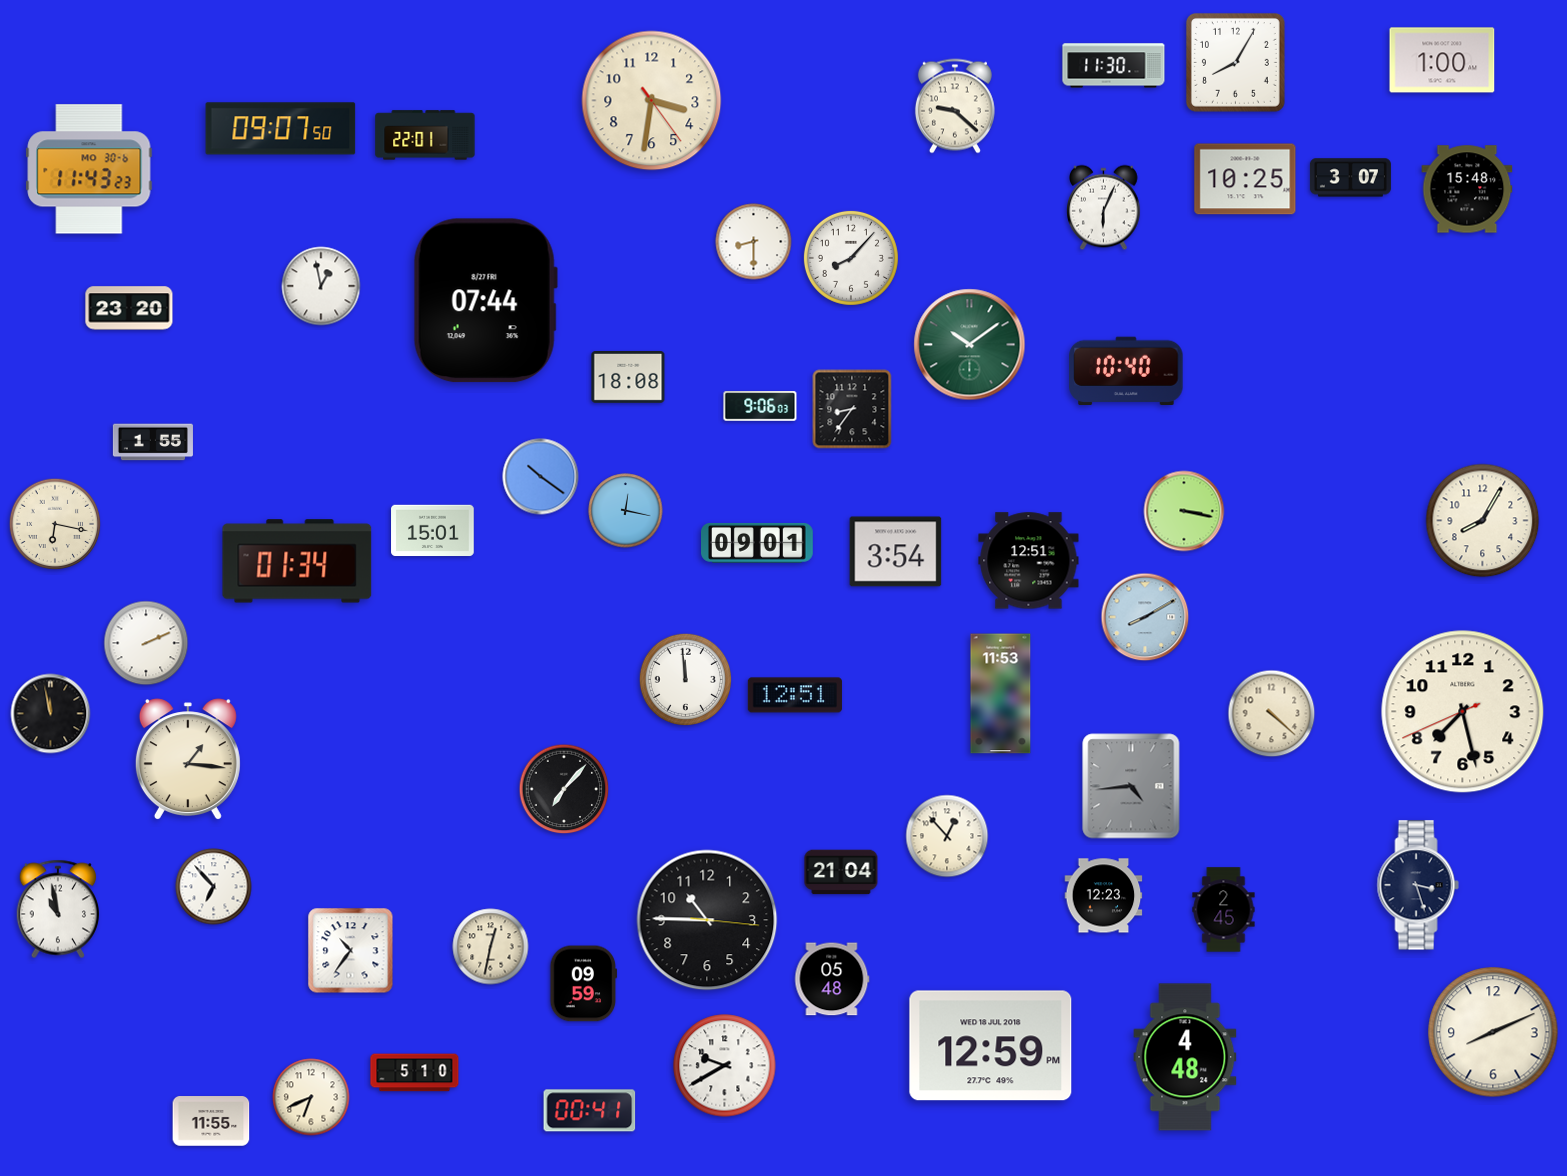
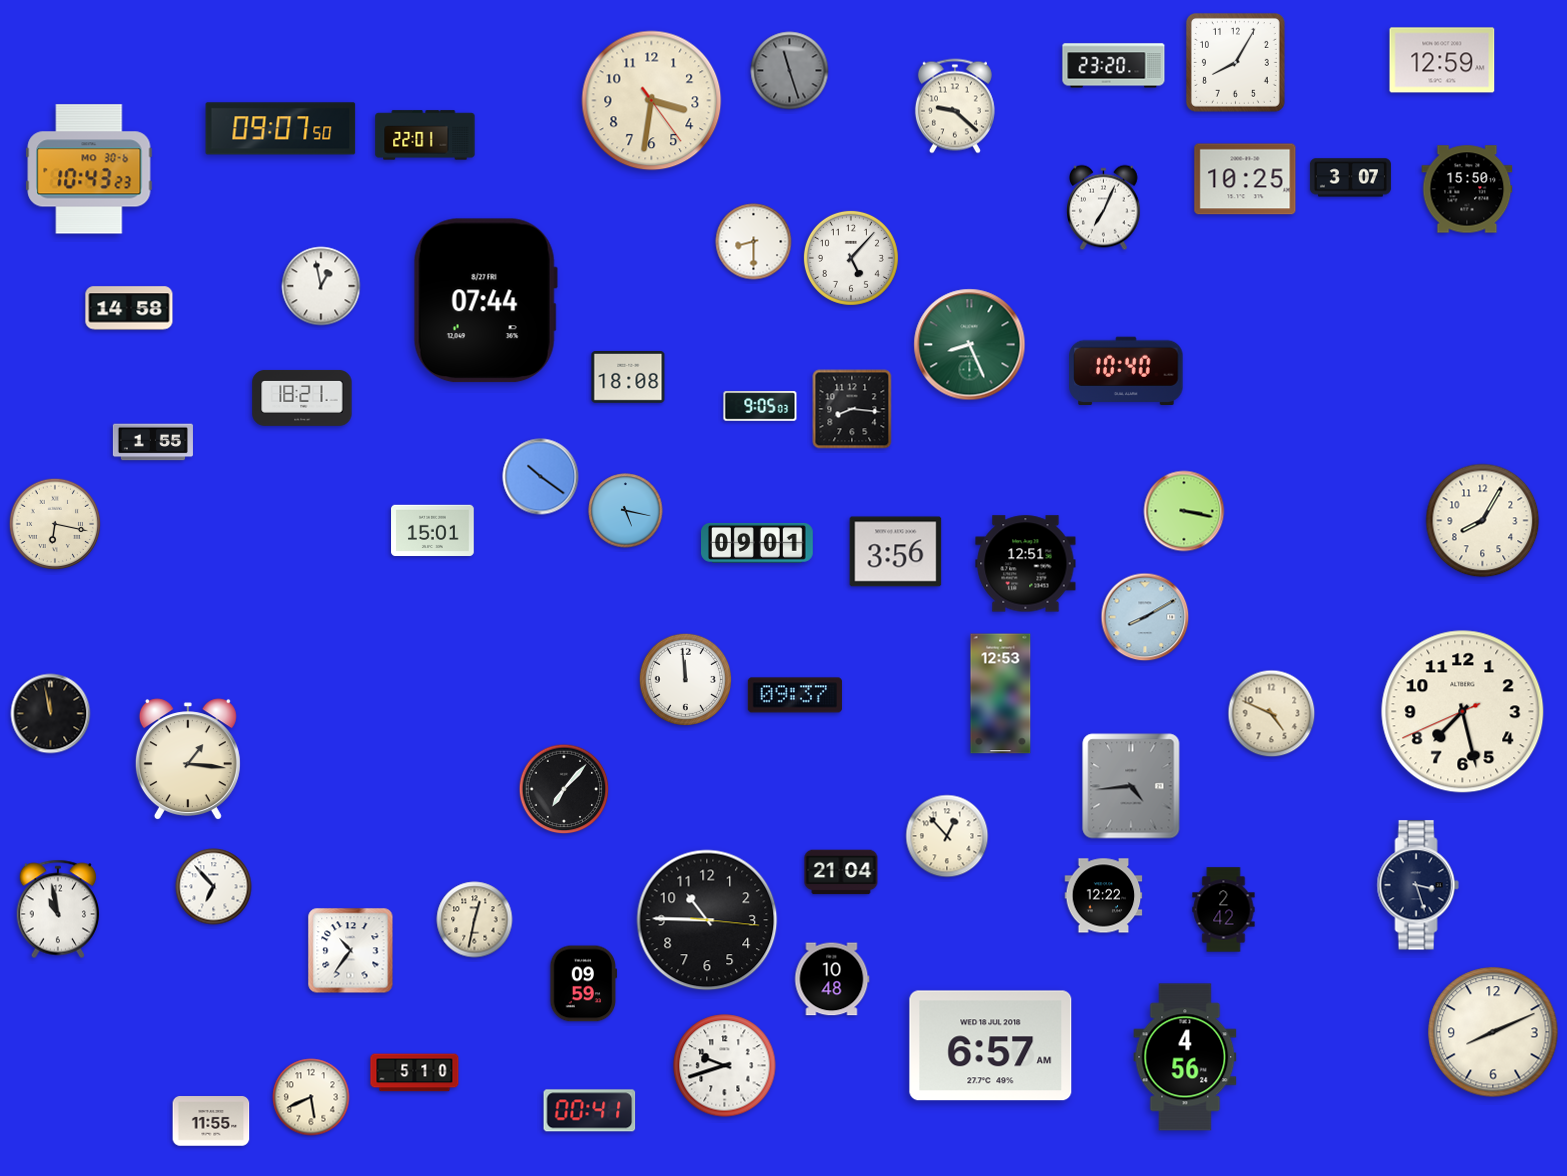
clock at (1442, 60): 1:00 -> 12:59
clock at (1114, 66): 11:30 -> 23:20
clock at (790, 71): none -> 11:27
clock at (89, 169): 11:43 -> 10:43
clock at (1467, 189): 15:48 -> 15:50
clock at (1104, 208): 6:04 -> 7:04
clock at (851, 258): 8:07 -> 5:07
clock at (129, 308): 23:20 -> 14:58
clock at (970, 345): 10:09 -> 8:26
clock at (302, 398): none -> 18:21
clock at (760, 406): 9:06 -> 9:05
clock at (852, 409): 8:36 -> 8:16
clock at (626, 511): 12:17 -> 5:17
clock at (896, 552): 3:54 -> 3:56
clock at (297, 561): 01:34 -> none
clock at (1029, 561) position: (1029, 561) -> (1026, 564)
clock at (146, 643): 2:11 -> none
clock at (1001, 694): 11:53 -> 12:53
clock at (795, 695): 12:51 -> 09:37
clock at (1272, 714): 4:22 -> 4:49
clock at (1104, 896): 12:23 -> 12:22
clock at (1224, 910): 2:45 -> 2:42
clock at (491, 947) position: (491, 947) -> (475, 920)
clock at (832, 979): 05:48 -> 10:48
clock at (991, 1046): 12:59 -> 6:57
clock at (1185, 1057): 4:48 -> 4:56
clock at (725, 1066): 9:40 -> 9:42
clock at (311, 1097): 6:41 -> 5:41
